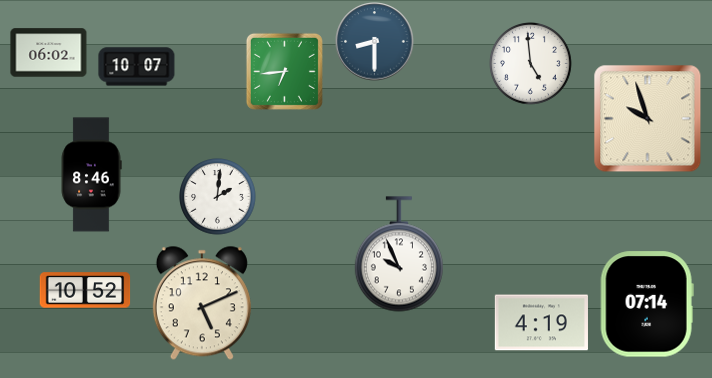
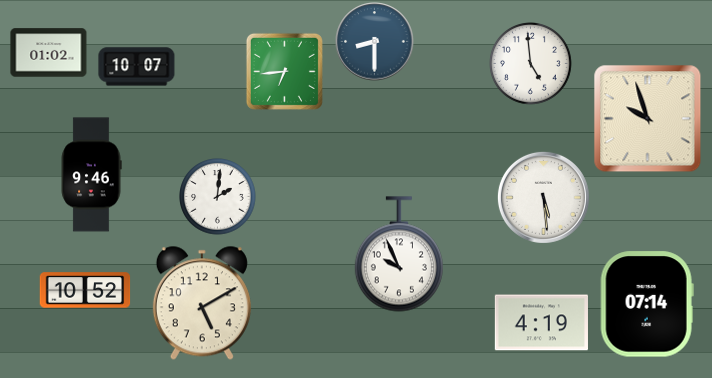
clock at (49, 53): 06:02 -> 01:02
clock at (91, 175): 8:46 -> 9:46
clock at (543, 197): none -> 5:29
clock at (202, 303): 5:11 -> 5:10
